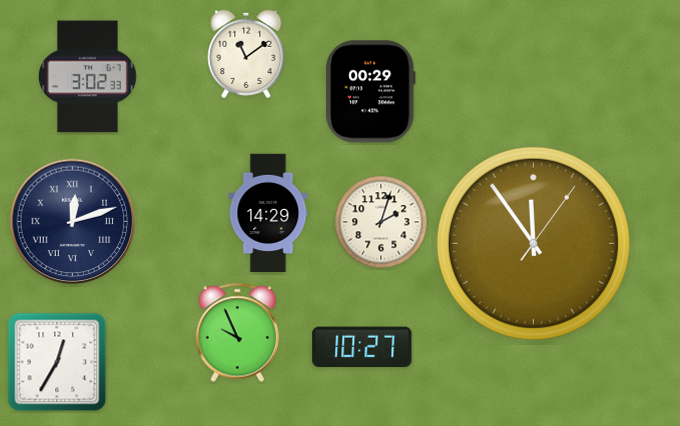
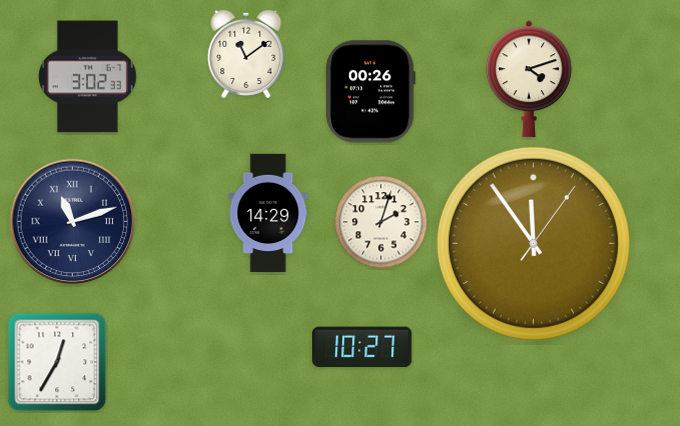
clock at (529, 79): none -> 4:12
clock at (371, 92): 00:29 -> 00:26
clock at (73, 222): 12:12 -> 11:12
clock at (237, 333): 9:56 -> none
